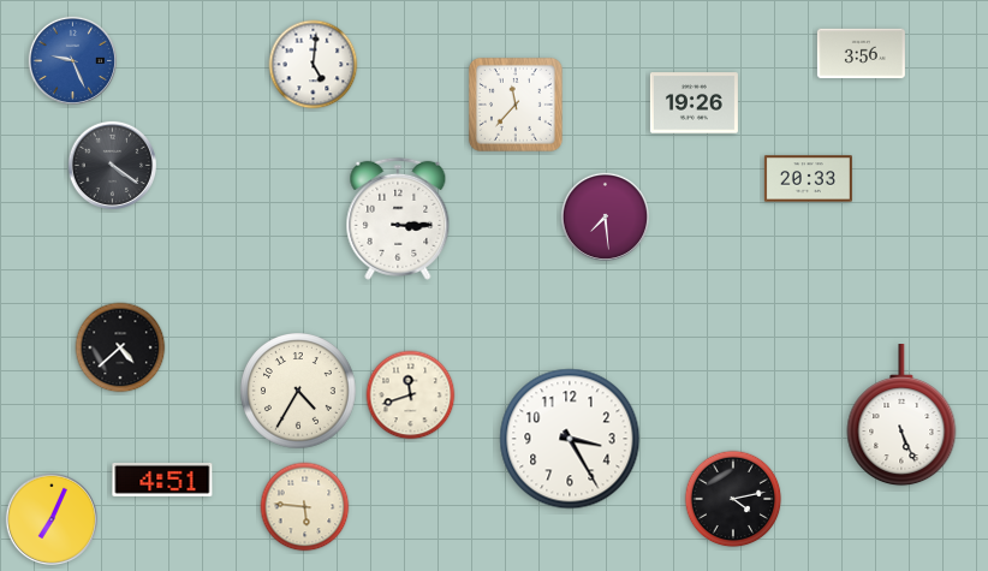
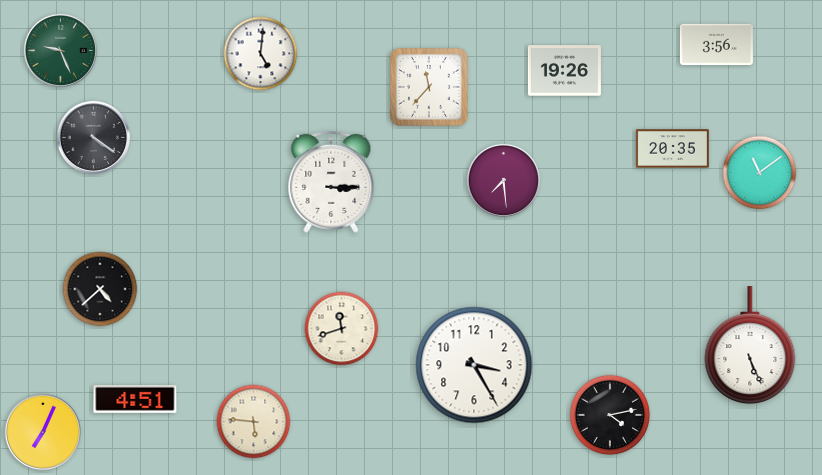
clock at (72, 60) dial: blue -> green
clock at (694, 103) position: (694, 103) -> (564, 71)
clock at (808, 179): 20:33 -> 20:35
clock at (760, 173): none -> 11:09
clock at (299, 392): 4:35 -> none
